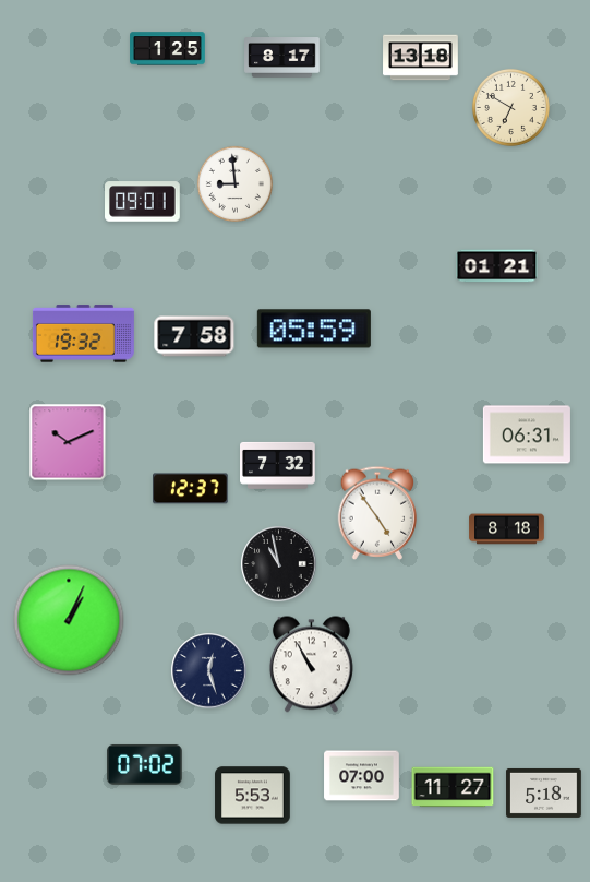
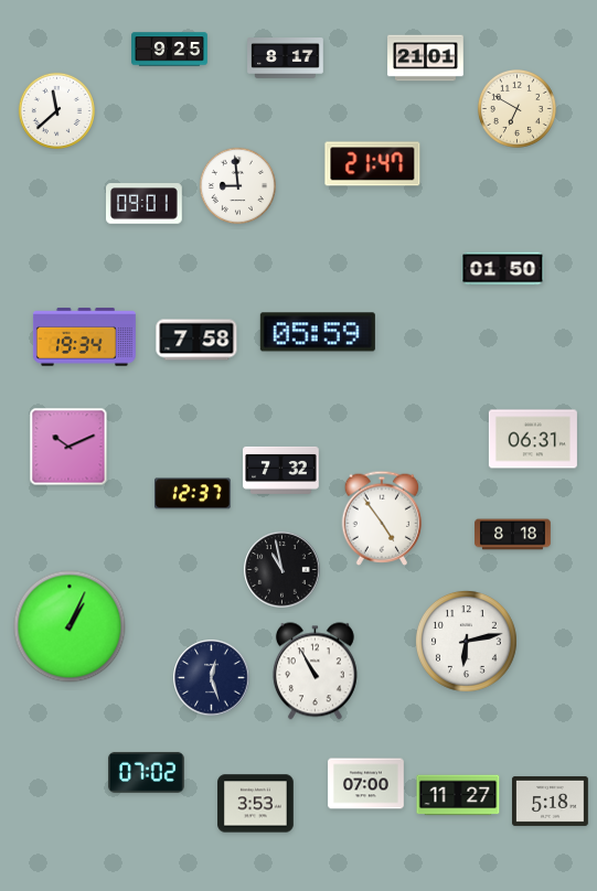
clock at (168, 49): 1:25 -> 9:25
clock at (421, 58): 13:18 -> 21:01
clock at (56, 110): none -> 11:38
clock at (373, 164): none -> 21:47
clock at (497, 266): 01:21 -> 01:50
clock at (83, 334): 19:32 -> 19:34
clock at (466, 641): none -> 6:13
clock at (253, 796): 5:53 -> 3:53
